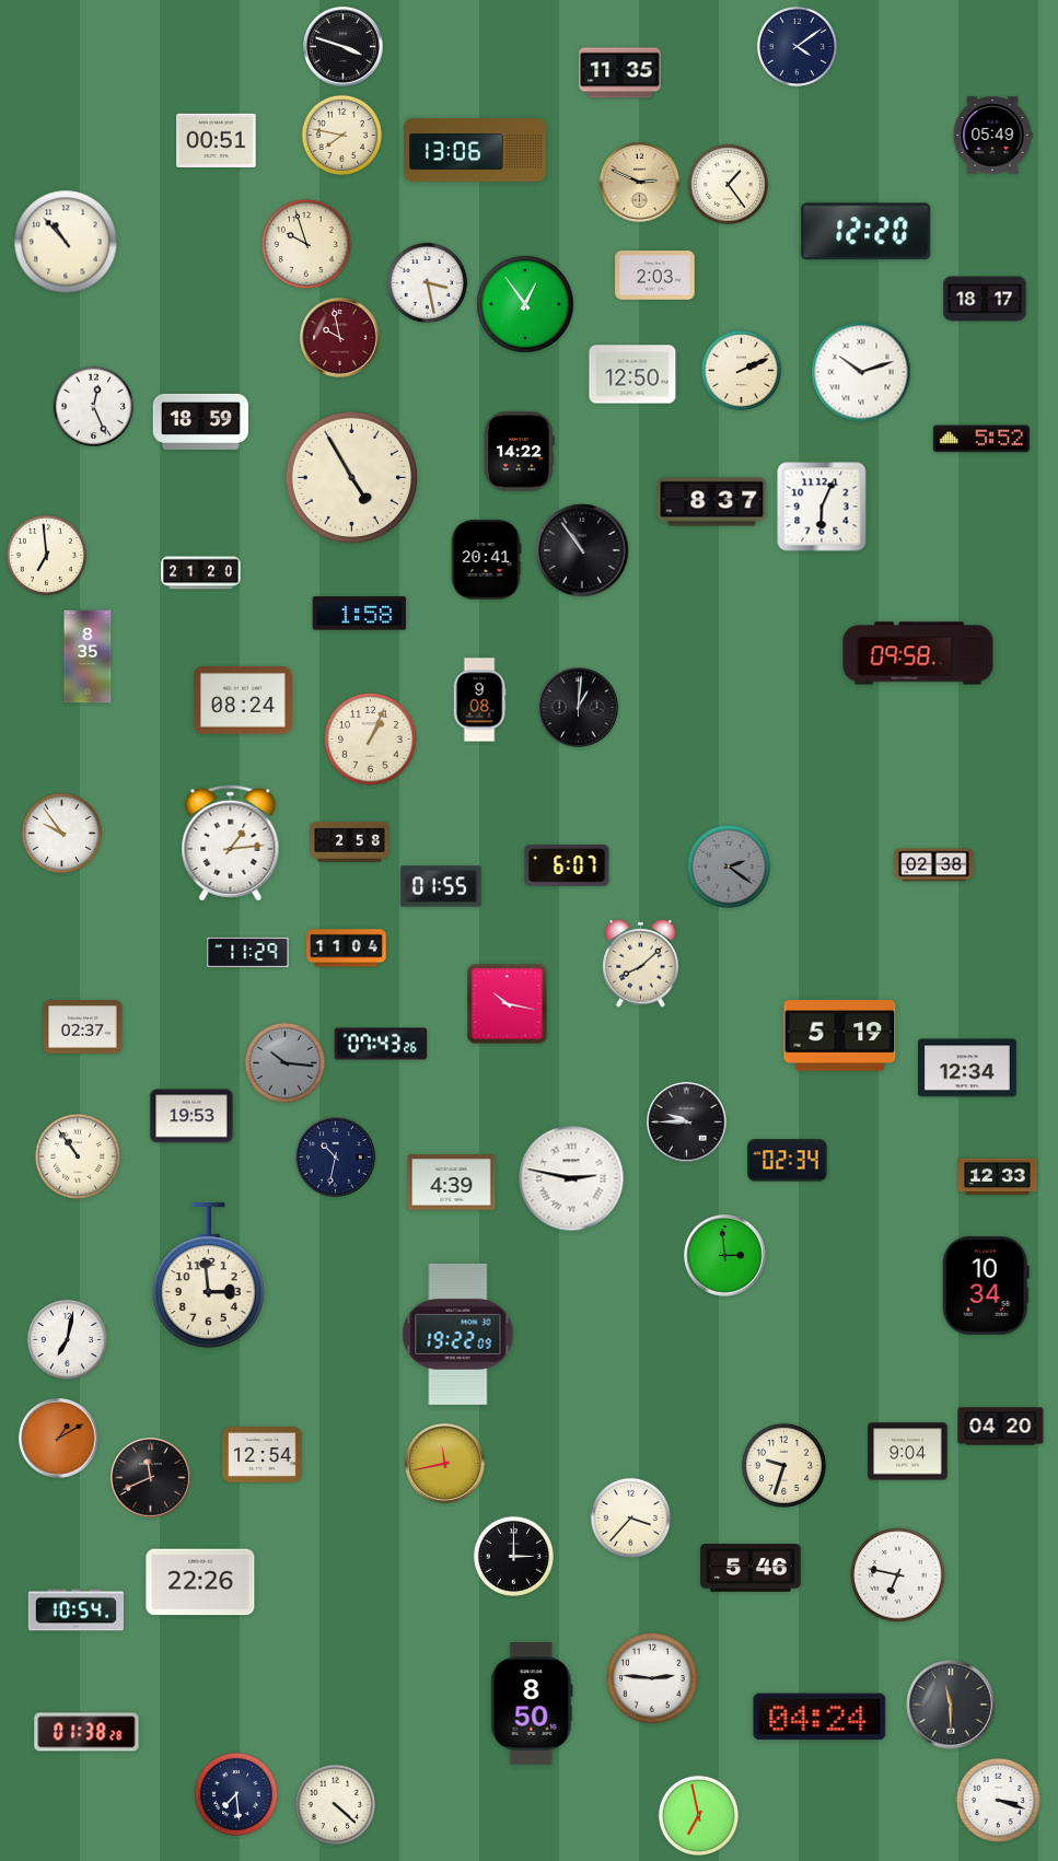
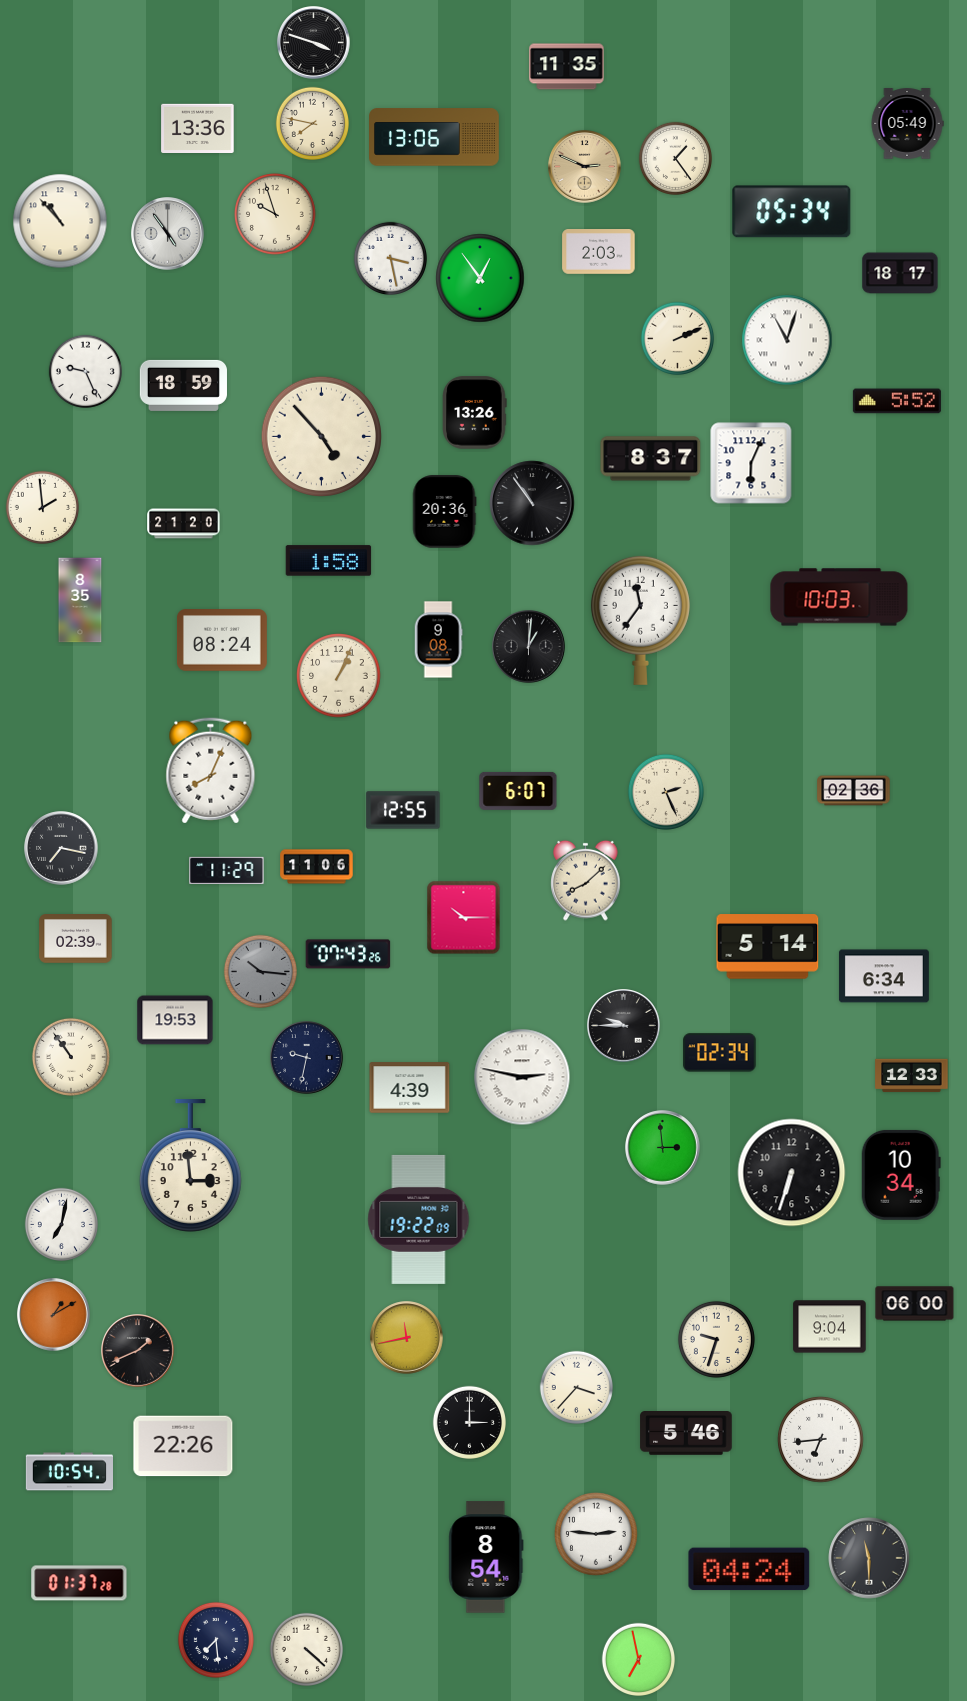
clock at (797, 46): 4:09 -> none
clock at (217, 140): 00:51 -> 13:36
clock at (728, 184) position: (728, 184) -> (675, 158)
clock at (867, 232): 12:20 -> 05:34
clock at (307, 245) position: (307, 245) -> (276, 215)
clock at (168, 234): none -> 4:54
clock at (340, 338): 9:58 -> none
clock at (861, 372): 10:12 -> 11:03
clock at (632, 374): 12:50 -> none
clock at (93, 406): 12:26 -> 9:26
clock at (520, 452): 14:22 -> 13:26
clock at (351, 477): 4:55 -> 4:53
clock at (46, 555): 6:59 -> 1:59
clock at (486, 560): 20:41 -> 20:36
clock at (918, 653): 09:58 -> 10:03
clock at (640, 620): none -> 11:36
clock at (61, 833): 9:54 -> none
clock at (350, 842): 2:58 -> none
clock at (231, 844): 1:14 -> 8:04
clock at (934, 865): 02:38 -> 02:36
clock at (729, 866): 2:21 -> 2:26
clock at (729, 866) dial: grey -> cream
clock at (441, 886): 01:55 -> 12:55
clock at (61, 848): none -> 7:17
clock at (347, 949): 11:04 -> 11:06
clock at (508, 1004): 10:17 -> 10:15
clock at (83, 1027): 02:37 -> 02:39
clock at (840, 1036): 5:19 -> 5:14
clock at (967, 1068): 12:34 -> 6:34
clock at (687, 1123) position: (687, 1123) -> (624, 1026)
clock at (336, 1158): 10:32 -> 9:32
clock at (788, 1161) position: (788, 1161) -> (720, 1053)
clock at (452, 1183) position: (452, 1183) -> (410, 1088)
clock at (792, 1173): none -> 6:33
clock at (1001, 1427): 04:20 -> 06:00
clock at (263, 1455): 12:54 -> none
clock at (151, 1478): 11:41 -> 1:41
clock at (898, 1575): 6:47 -> 6:44
clock at (532, 1703): 8:50 -> 8:54
clock at (86, 1732): 01:38 -> 01:37
clock at (998, 1800): 3:18 -> none
